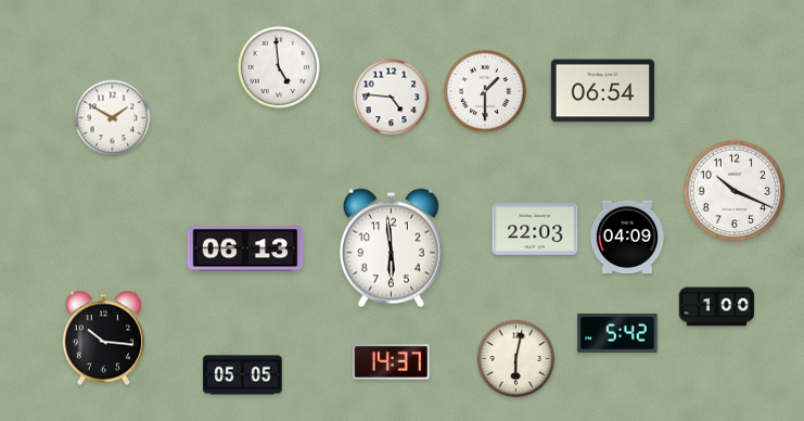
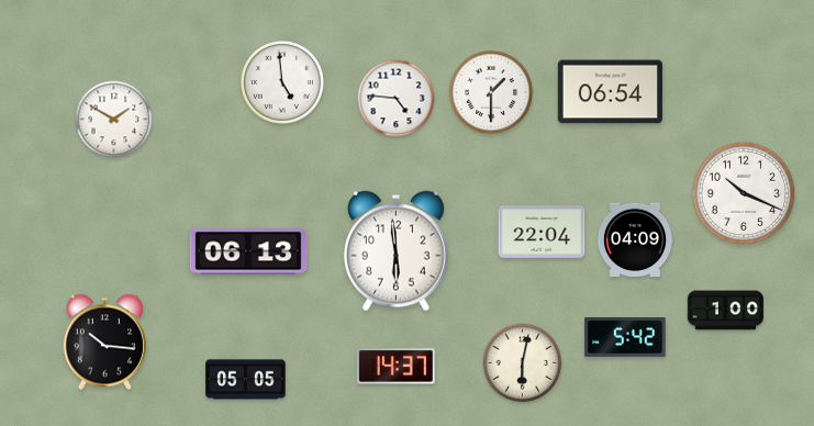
clock at (279, 67) position: (279, 67) -> (282, 82)
clock at (535, 229): 22:03 -> 22:04
